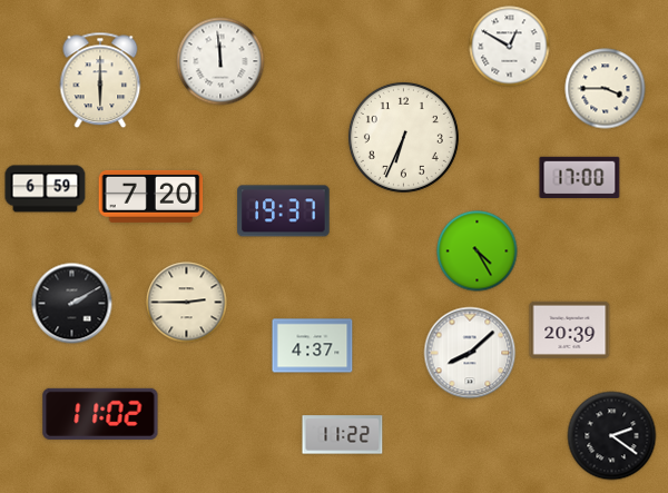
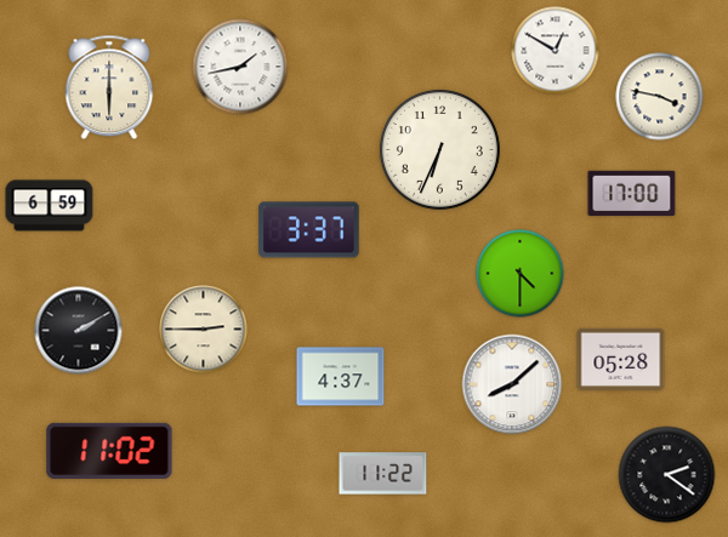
clock at (220, 61): 11:59 -> 1:43
clock at (606, 89): 3:45 -> 3:47
clock at (151, 196): 7:20 -> none
clock at (284, 211): 19:37 -> 3:37
clock at (478, 252): 4:25 -> 4:30
clock at (570, 329): 20:39 -> 05:28
clock at (343, 435) position: (343, 435) -> (383, 474)
